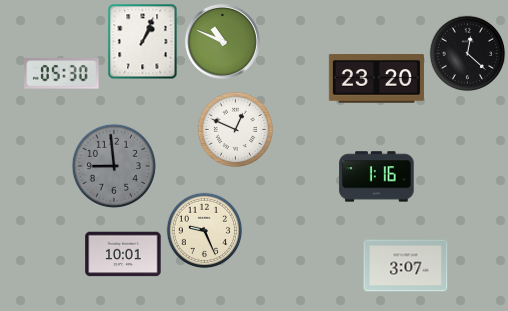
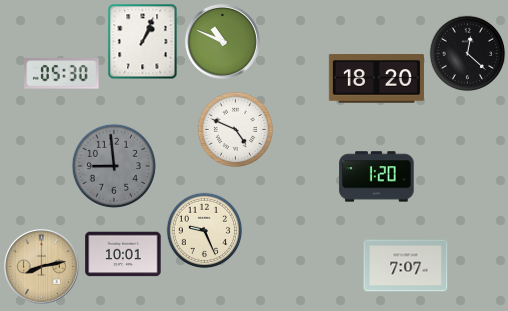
clock at (376, 79): 23:20 -> 18:20
clock at (236, 130): 12:49 -> 4:49
clock at (377, 177): 1:16 -> 1:20
clock at (41, 266): none -> 8:13
clock at (406, 266): 3:07 -> 7:07
